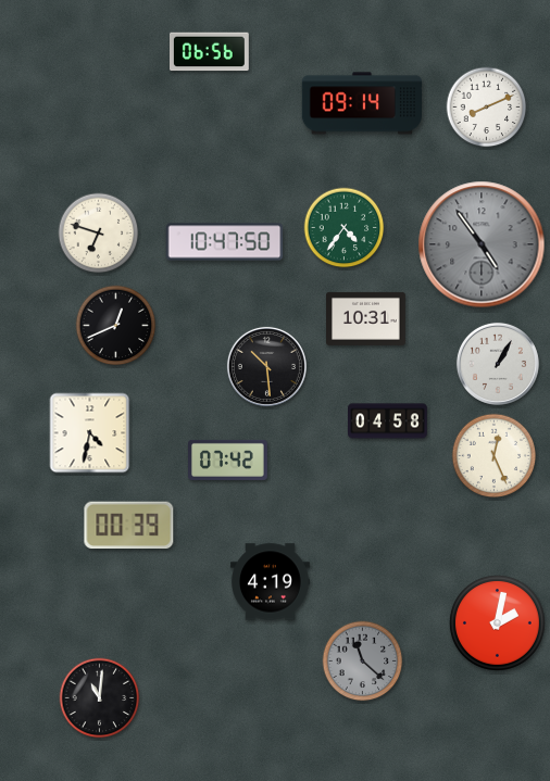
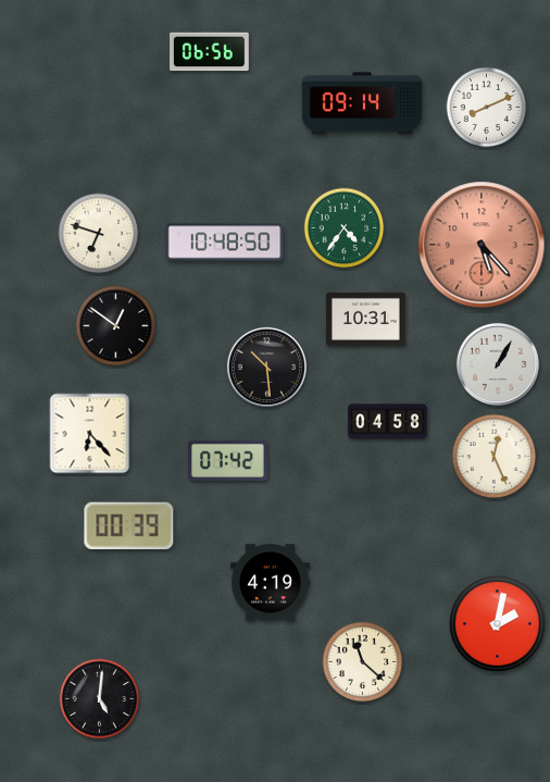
clock at (225, 242): 10:47 -> 10:48
clock at (482, 244): 4:54 -> 5:23
clock at (482, 244) dial: grey -> salmon
clock at (116, 326): 12:41 -> 12:51
clock at (90, 433): 4:32 -> 6:23
clock at (363, 662) dial: grey -> cream
clock at (100, 698): 11:01 -> 5:01
